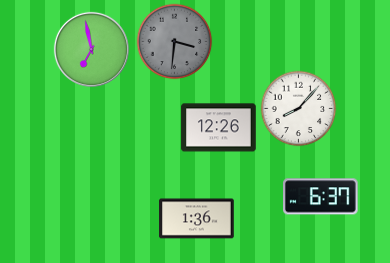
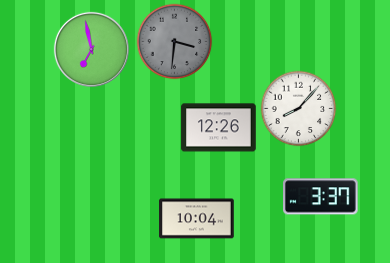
clock at (321, 197): 6:37 -> 3:37
clock at (197, 219): 1:36 -> 10:04
